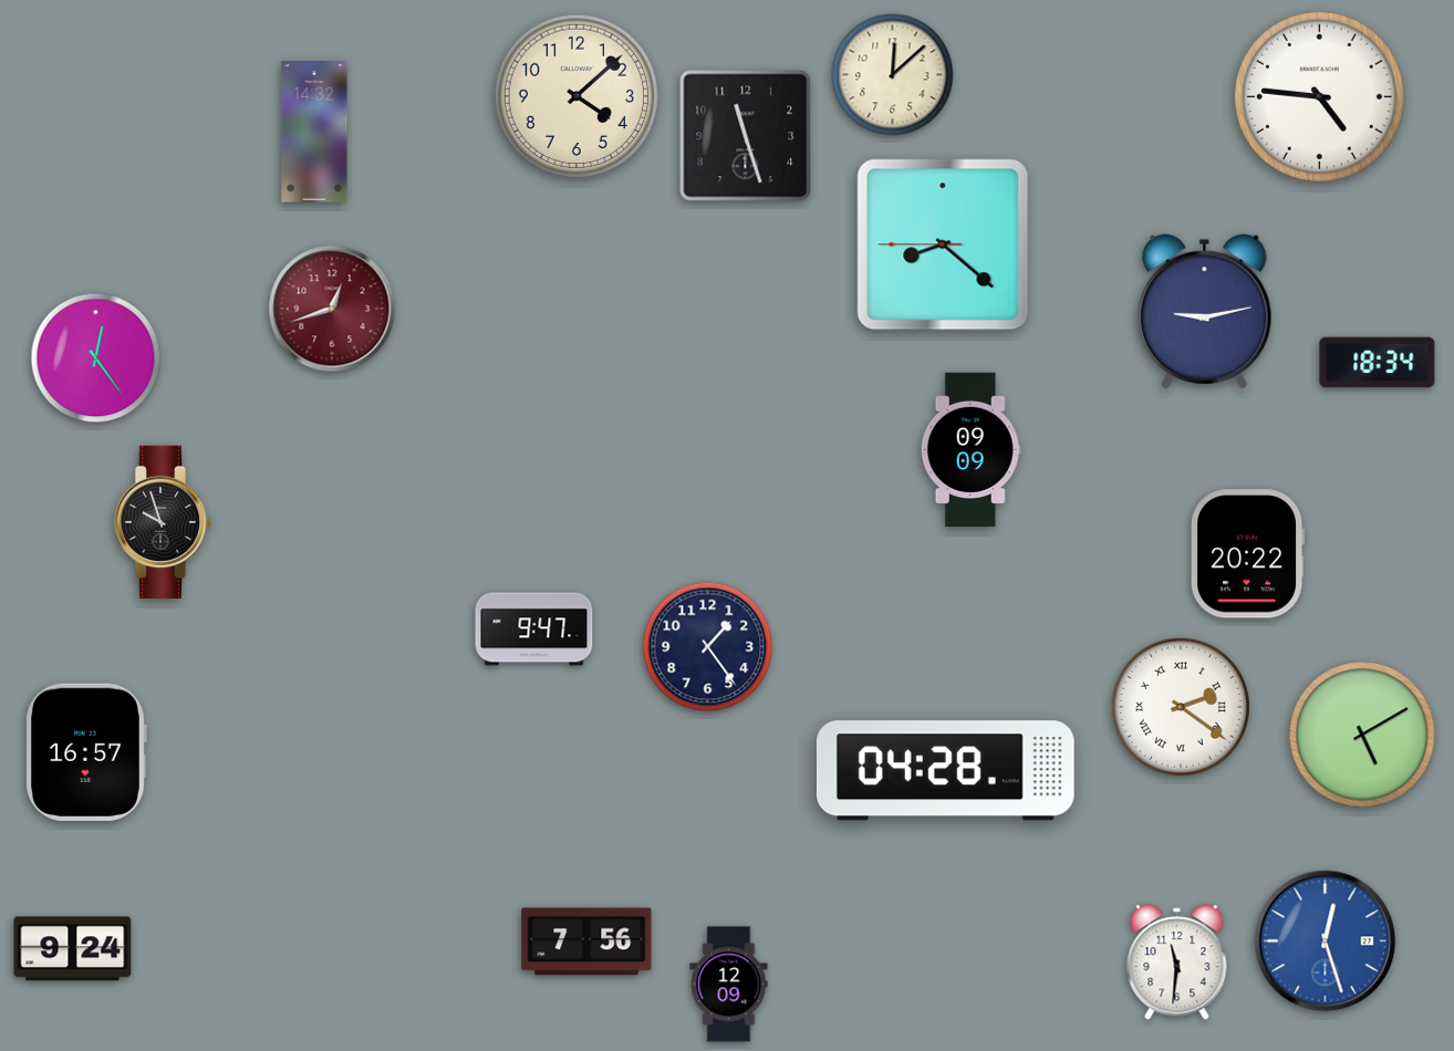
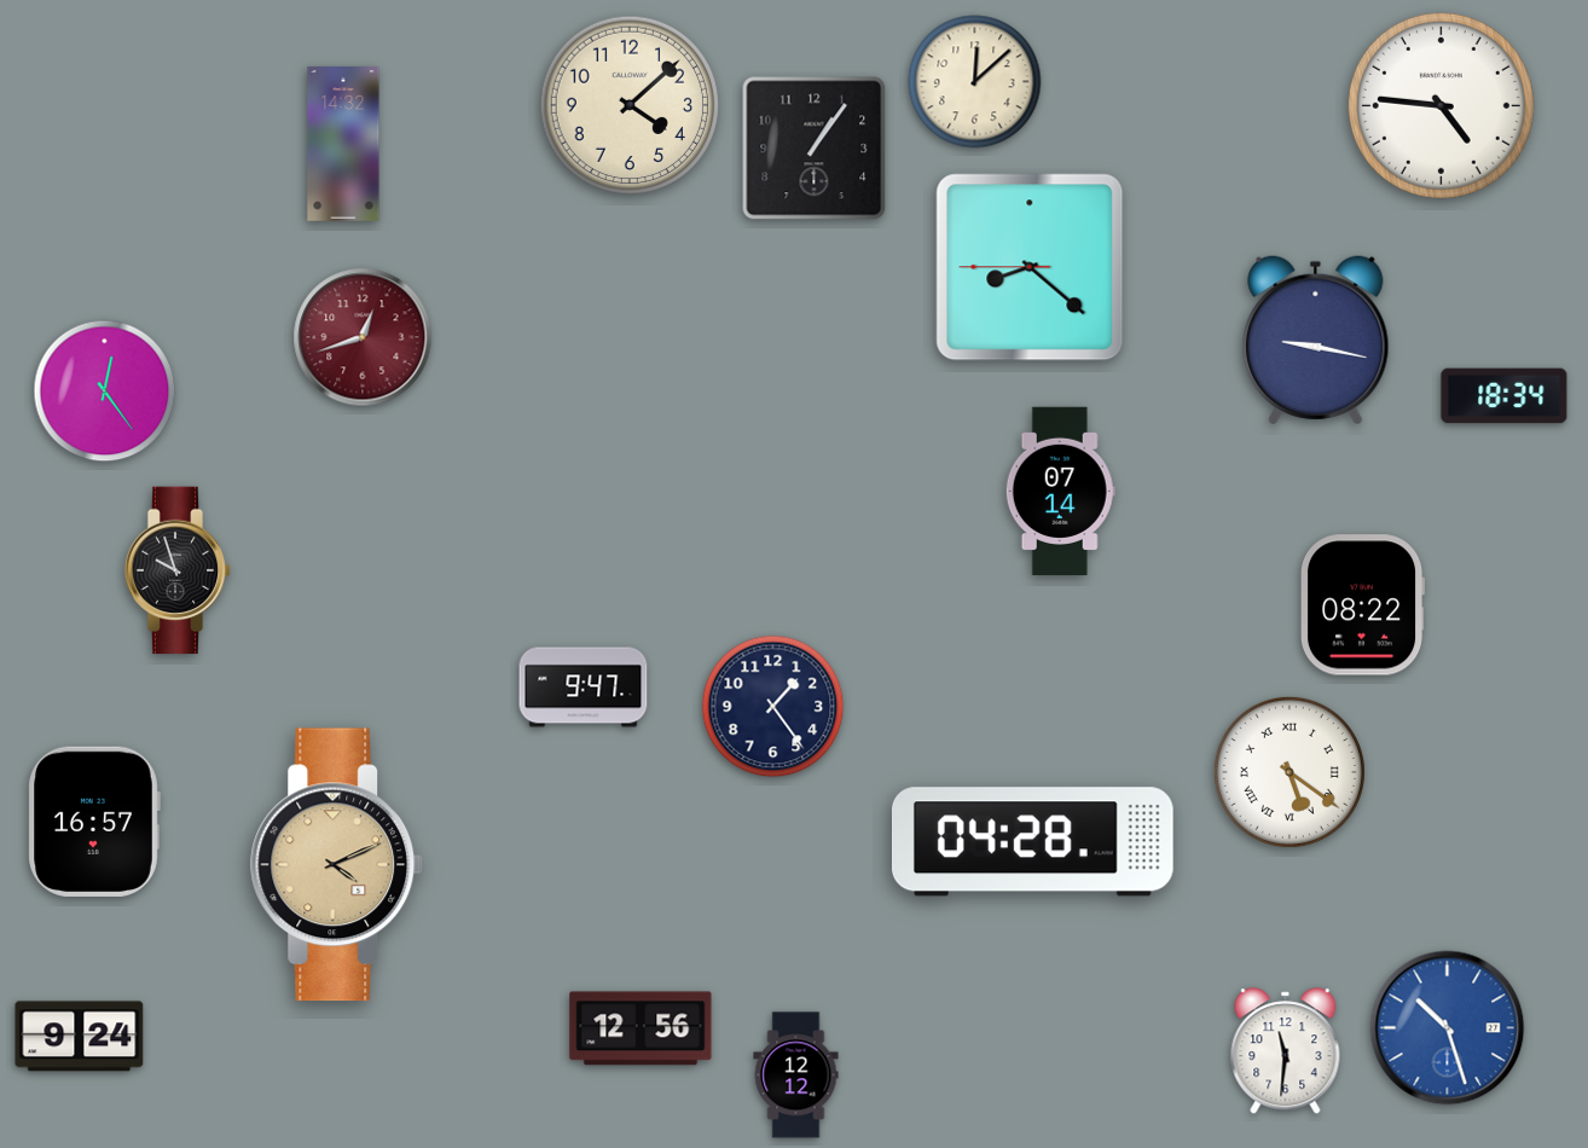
clock at (746, 136): 11:27 -> 1:06
clock at (1205, 312): 9:13 -> 9:17
clock at (970, 449): 09:09 -> 07:14
clock at (1247, 554): 20:22 -> 08:22
clock at (1181, 707): 2:21 -> 5:21
clock at (1362, 735): 5:10 -> none
clock at (337, 865): none -> 4:11
clock at (586, 941): 7:56 -> 12:56
clock at (1326, 941): 12:27 -> 10:27
clock at (729, 985): 12:09 -> 12:12
